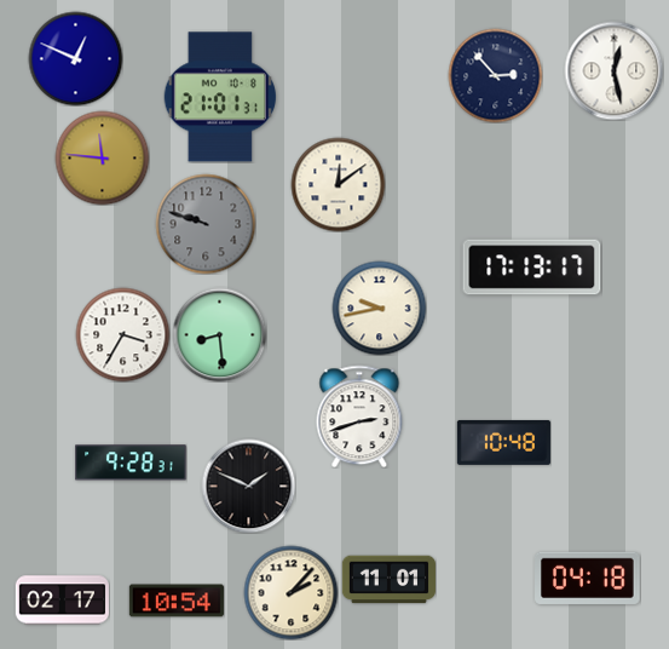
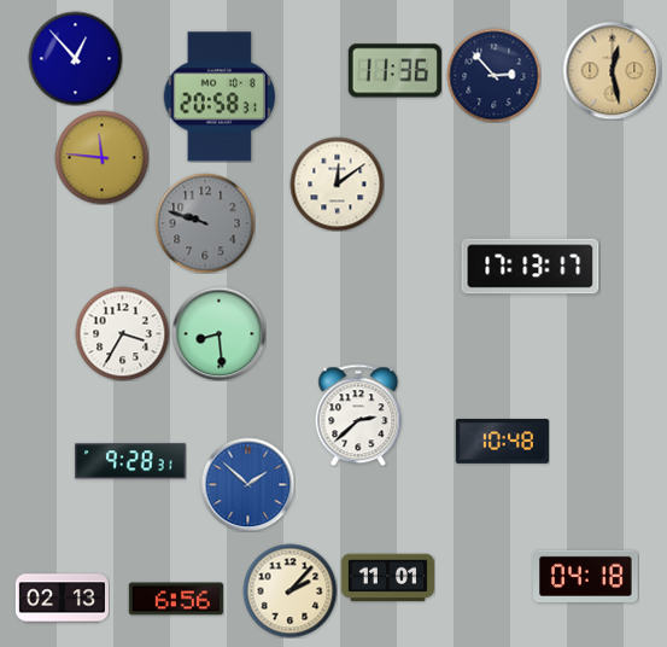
clock at (75, 58): 12:49 -> 12:53
clock at (613, 70) dial: white -> champagne
clock at (394, 71): none -> 11:36
clock at (219, 97): 21:01 -> 20:58
clock at (379, 308): 9:43 -> none
clock at (359, 417): 2:42 -> 2:38
clock at (248, 486): 1:49 -> 1:52
clock at (248, 486) dial: black -> blue
clock at (62, 601): 02:17 -> 02:13
clock at (177, 601): 10:54 -> 6:56
